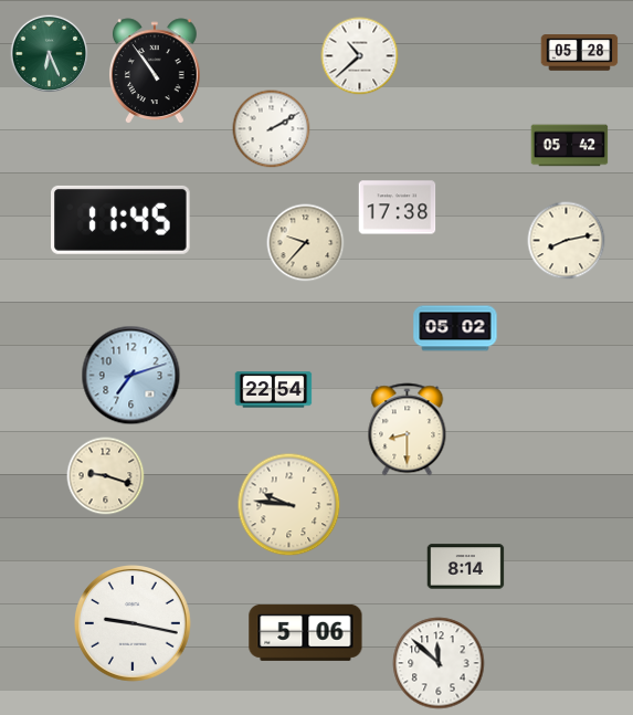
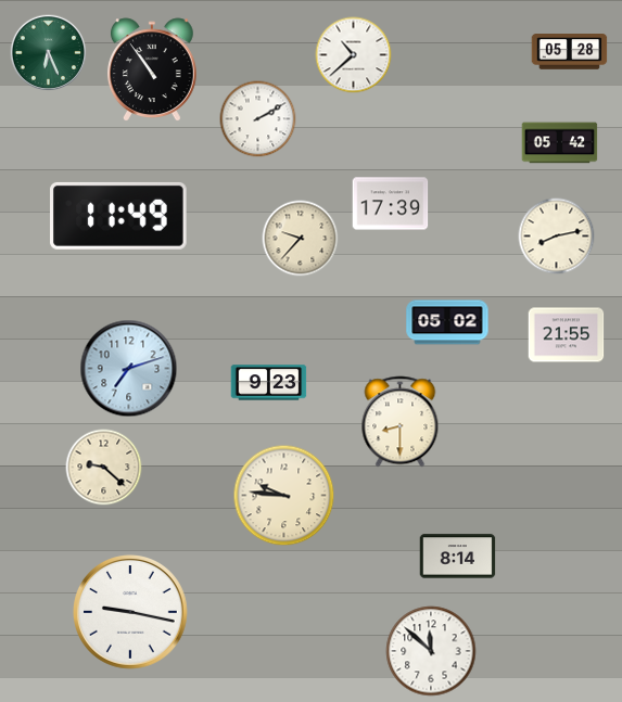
clock at (272, 129) position: (272, 129) -> (258, 119)
clock at (398, 208): 17:38 -> 17:39
clock at (122, 220): 11:45 -> 11:49
clock at (567, 335): none -> 21:55
clock at (274, 390): 22:54 -> 9:23
clock at (106, 476): 9:18 -> 9:22
clock at (306, 632): 5:06 -> none
